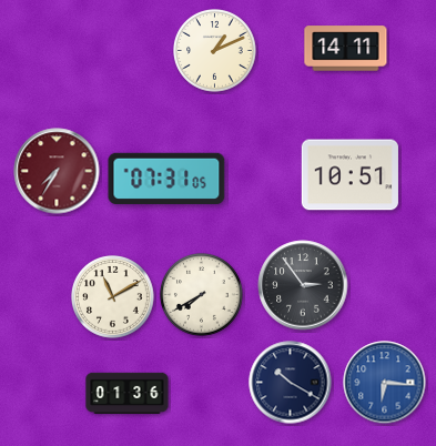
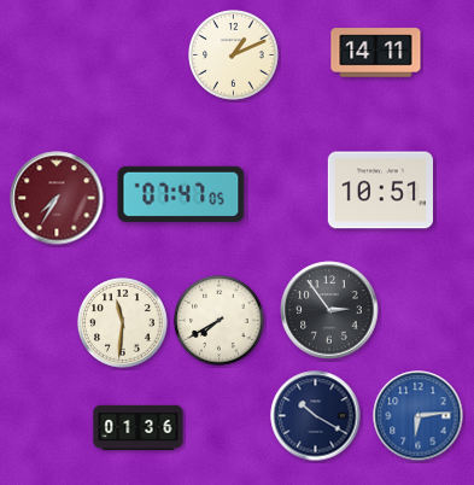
clock at (57, 171) position: (57, 171) -> (57, 198)
clock at (166, 179): 07:31 -> 07:47
clock at (113, 297): 11:10 -> 11:31
clock at (385, 383): 6:16 -> 6:14
